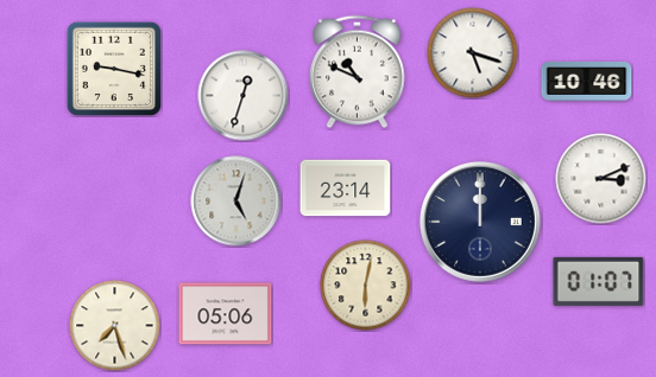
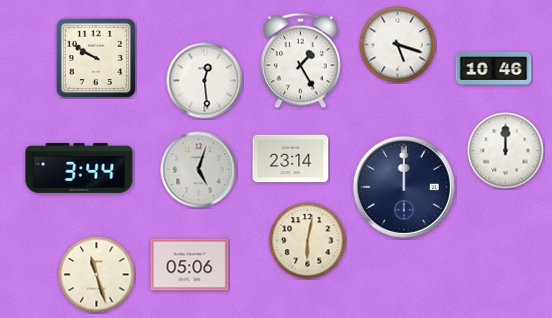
clock at (114, 69): 9:17 -> 9:50
clock at (358, 72): 10:49 -> 1:25
clock at (244, 96): 12:33 -> 12:29
clock at (601, 179): 3:11 -> 12:00
clock at (79, 168): none -> 3:44
clock at (599, 281): 01:07 -> none
clock at (115, 326): 7:27 -> 11:27
